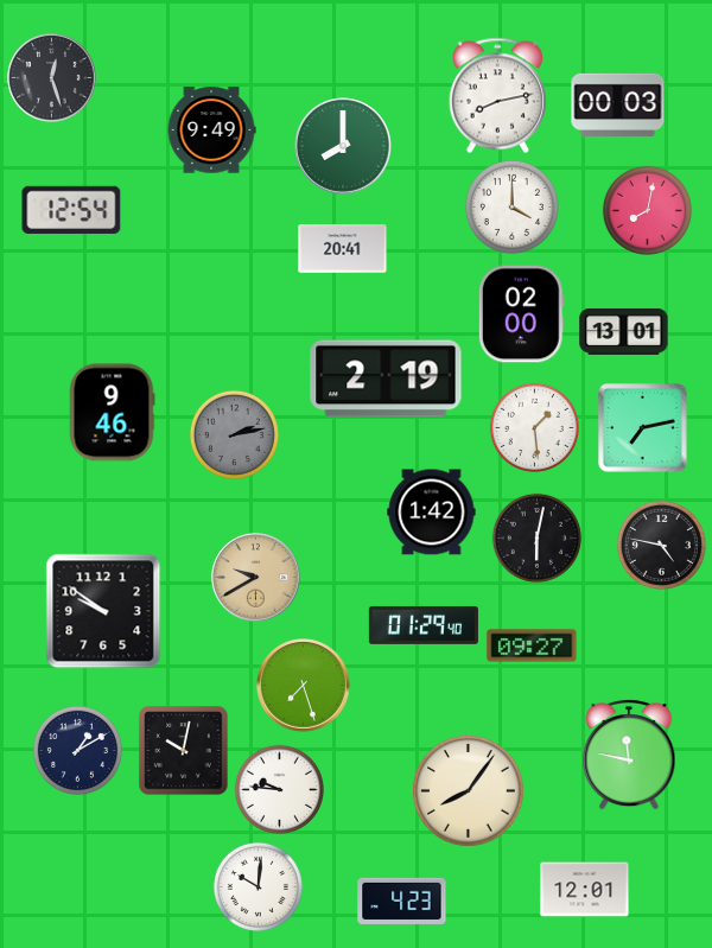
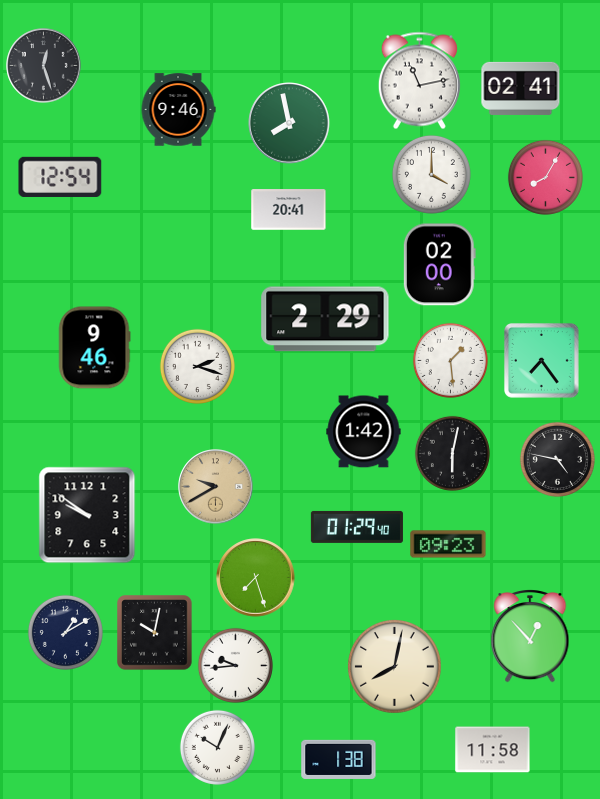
clock at (497, 96): 8:13 -> 11:13
clock at (618, 104): 00:03 -> 02:41
clock at (211, 131): 9:49 -> 9:46
clock at (343, 146): 8:00 -> 7:58
clock at (647, 210): 8:02 -> 8:05
clock at (624, 331): 13:01 -> none
clock at (386, 378): 2:19 -> 2:29
clock at (643, 428): 7:13 -> 7:24
clock at (234, 434): 2:13 -> 2:18
clock at (234, 434) dial: grey -> white
clock at (532, 645): 09:27 -> 09:23
clock at (629, 756): 11:47 -> 12:53
clock at (279, 789): 9:46 -> 9:44
clock at (469, 791): 8:06 -> 8:02
clock at (258, 886): 10:01 -> 10:04
clock at (585, 890): 12:01 -> 11:58
clock at (402, 901): 4:23 -> 1:38
